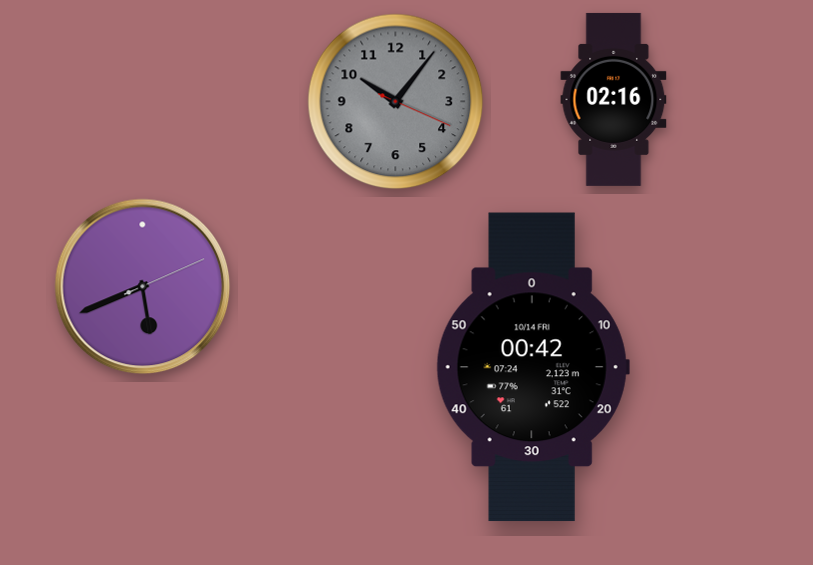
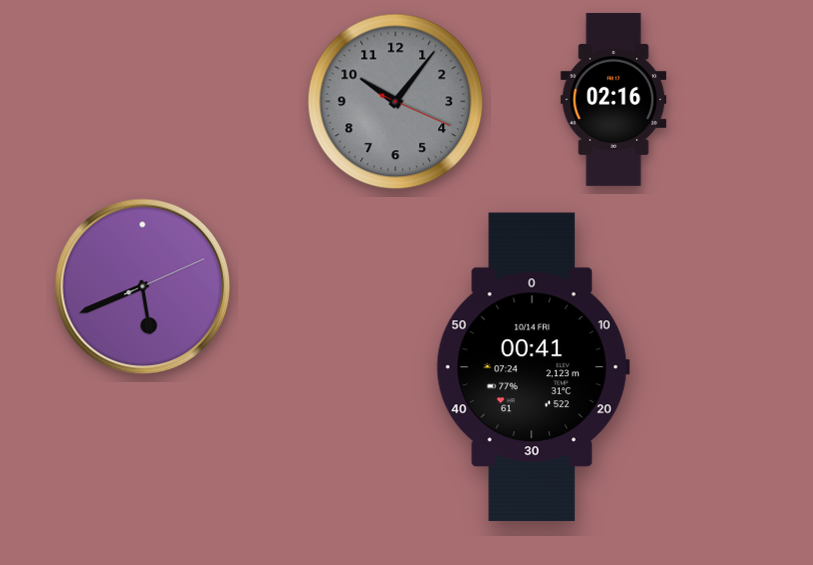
clock at (533, 367): 00:42 -> 00:41
